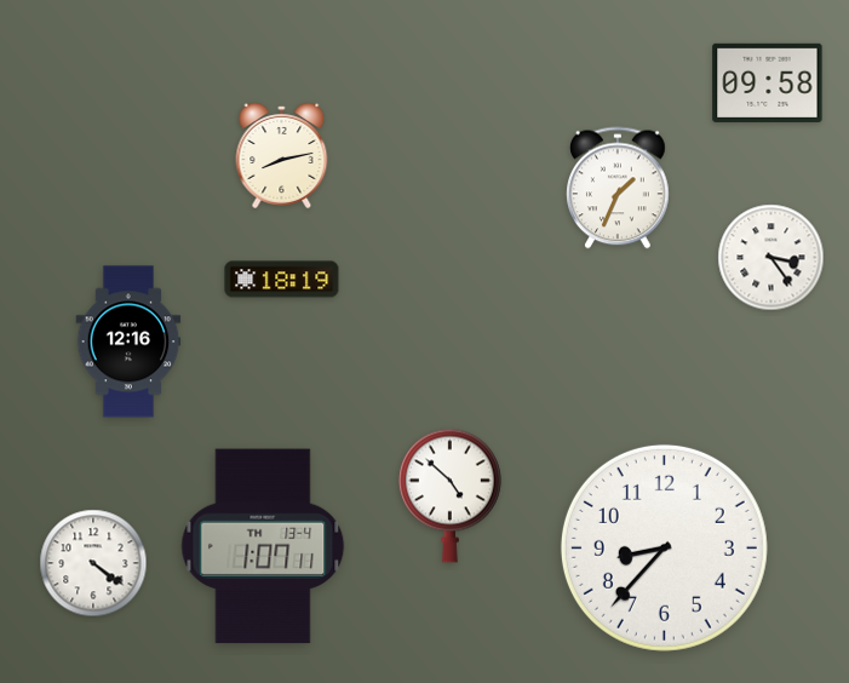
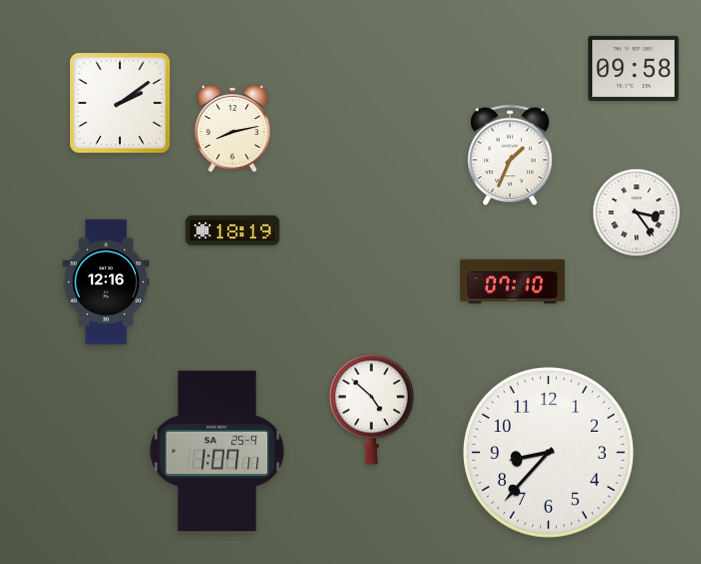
clock at (120, 103): none -> 2:09
clock at (513, 282): none -> 07:10
clock at (263, 546) date: TH 13-4 -> SA 25-9
clock at (93, 563): 4:21 -> none
